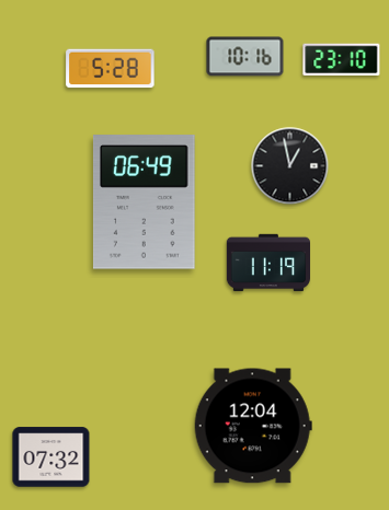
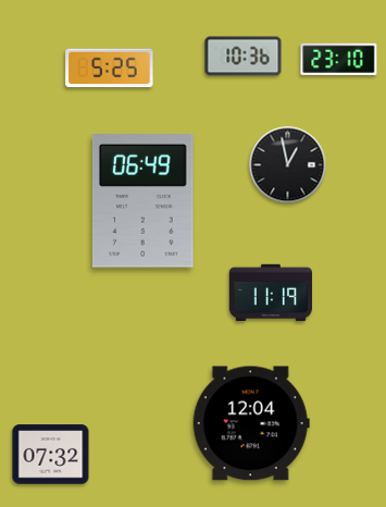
clock at (245, 57): 10:16 -> 10:36
clock at (111, 69): 5:28 -> 5:25
clock at (267, 263) position: (267, 263) -> (270, 293)
